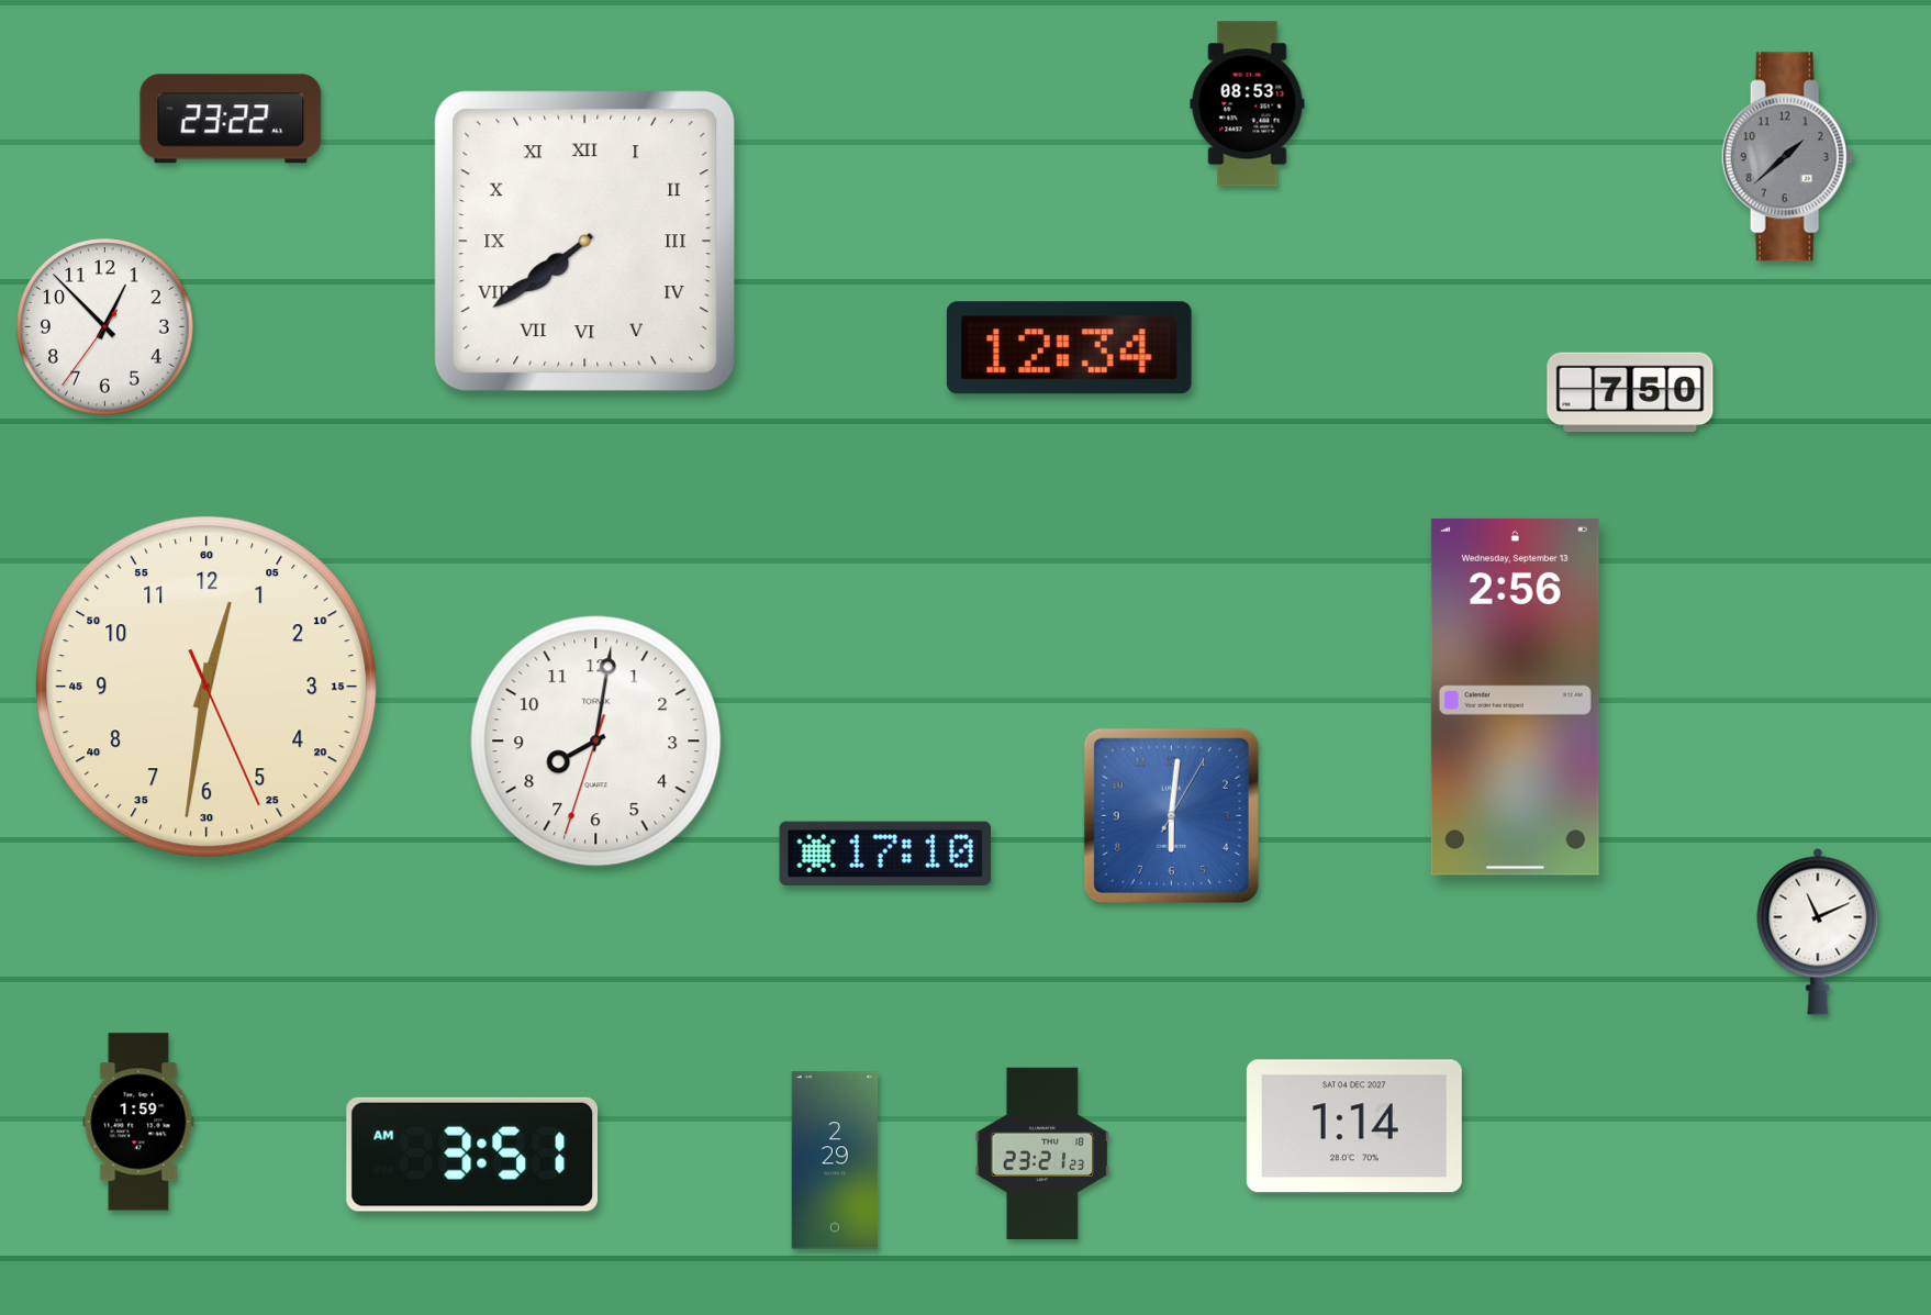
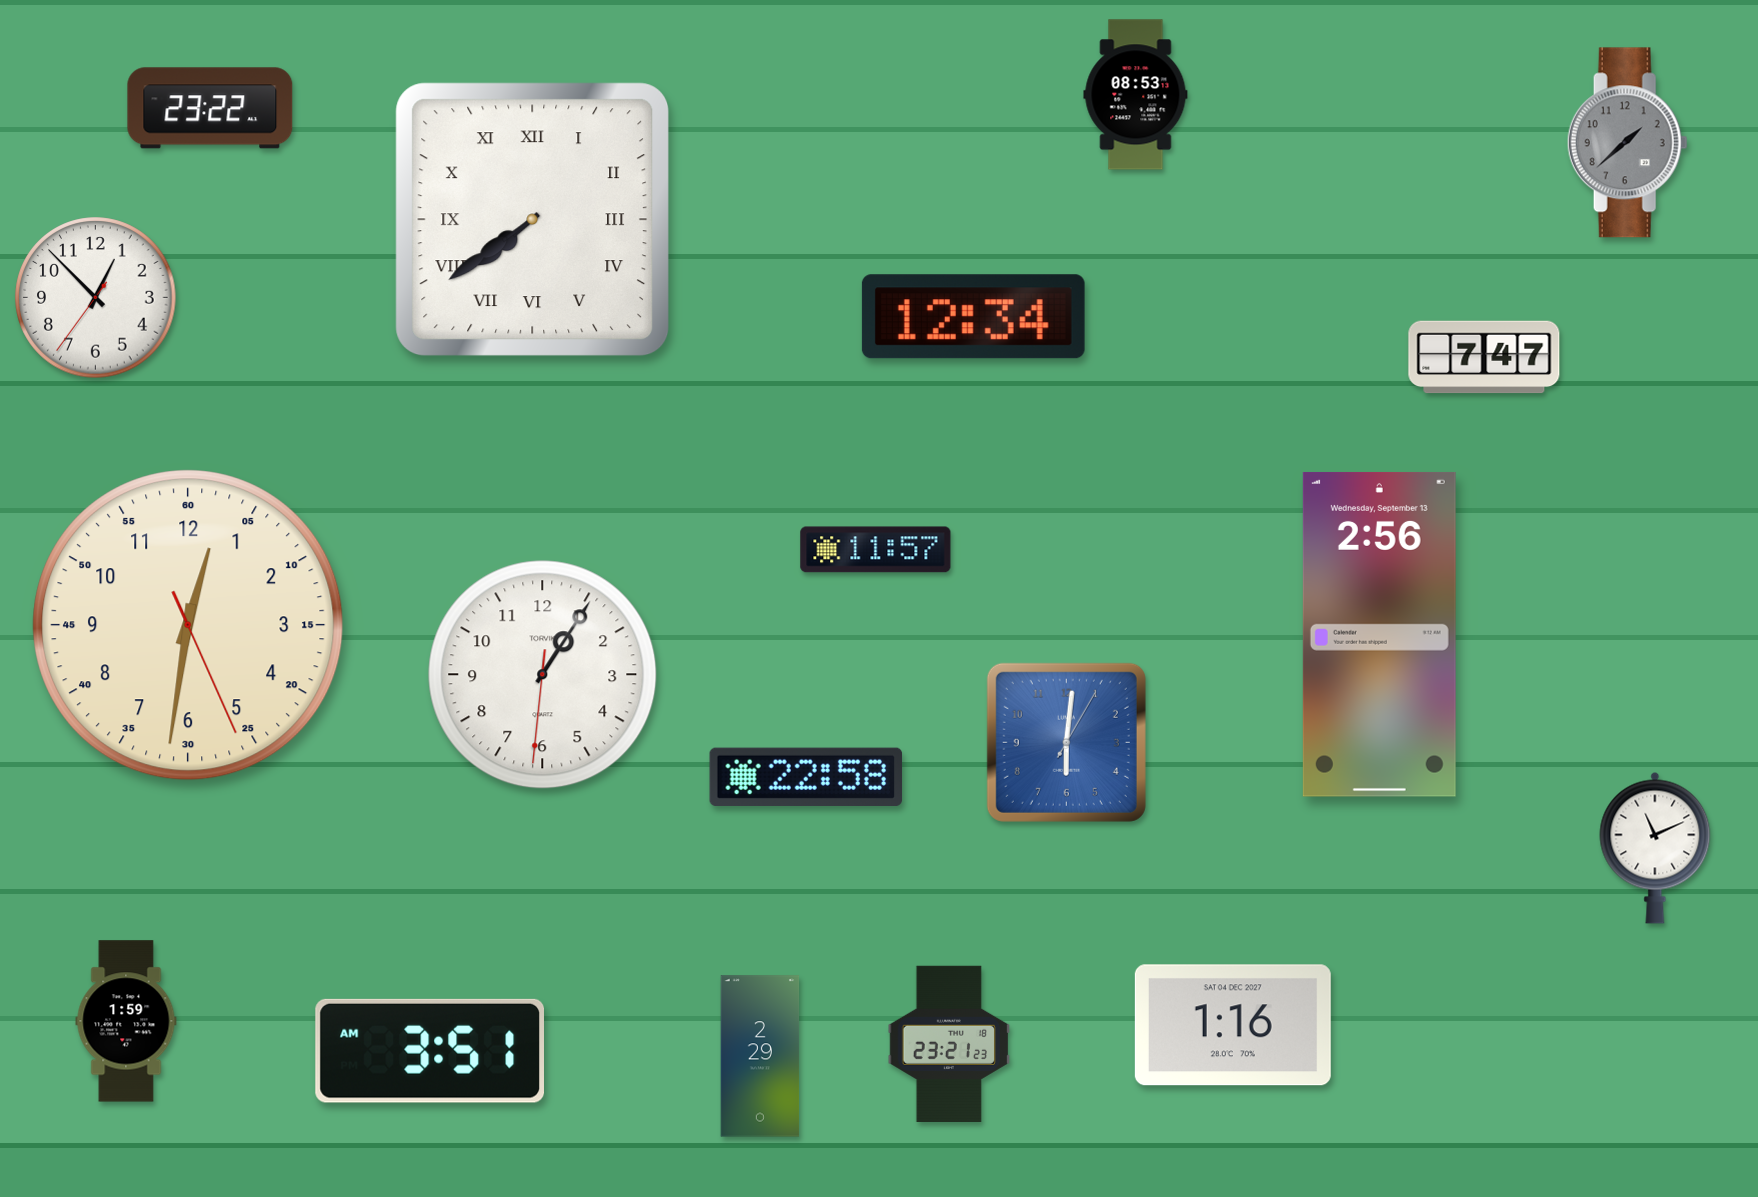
clock at (1630, 392): 7:50 -> 7:47
clock at (876, 550): none -> 11:57
clock at (596, 742): 8:01 -> 1:05
clock at (885, 854): 17:10 -> 22:58
clock at (1354, 1126): 1:14 -> 1:16
clock at (1042, 1154) position: (1042, 1154) -> (949, 1044)
